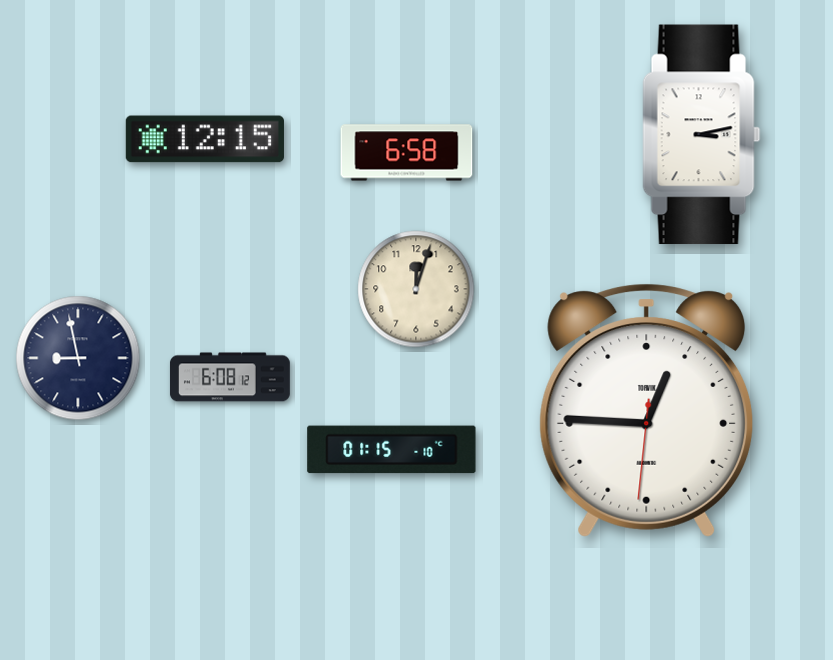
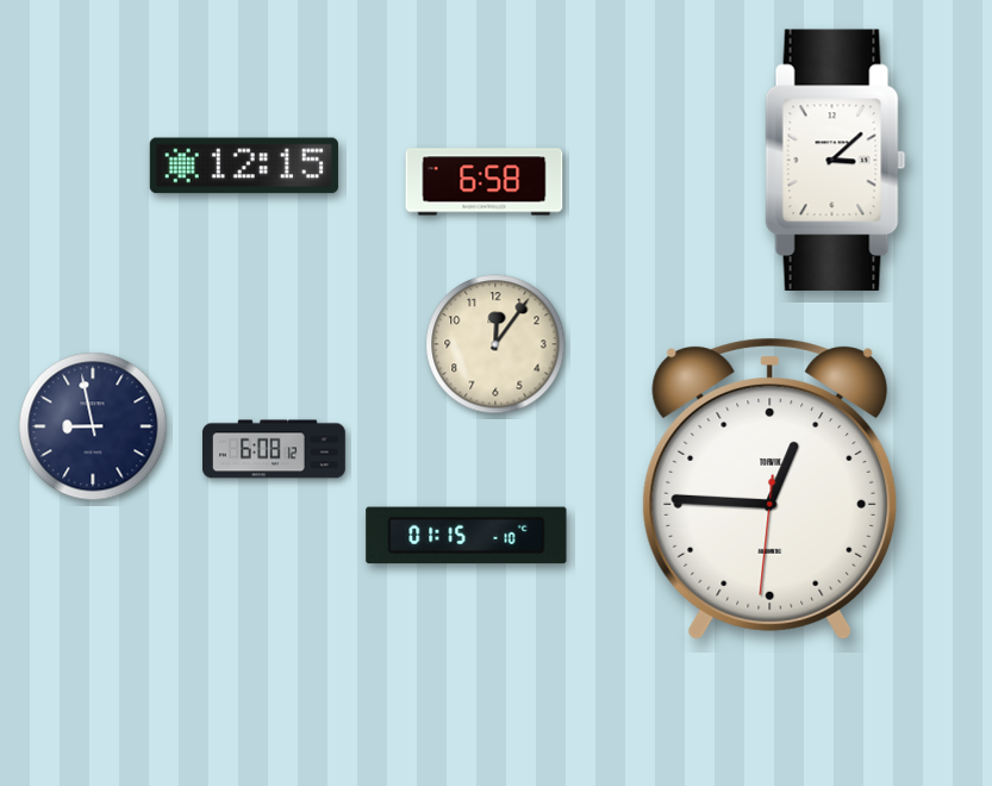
clock at (702, 135): 3:13 -> 3:08
clock at (416, 289): 12:03 -> 12:06
